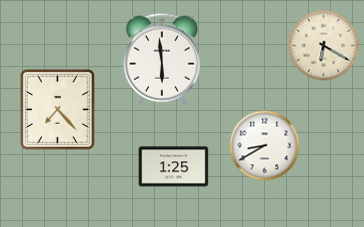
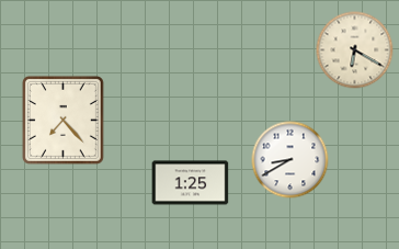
clock at (162, 59): 5:59 -> none
